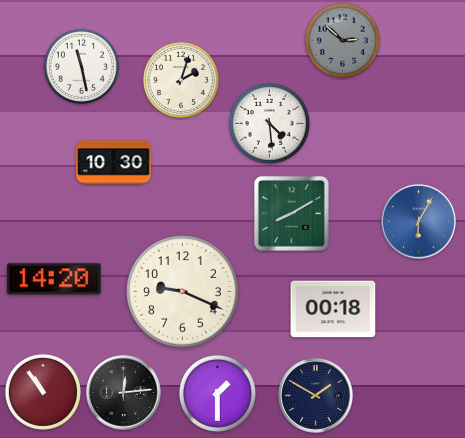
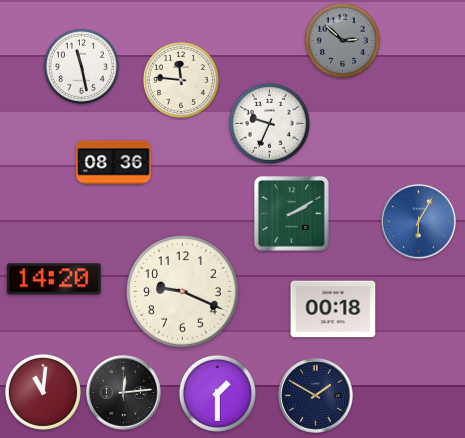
clock at (181, 80): 2:03 -> 11:46
clock at (269, 123): 4:29 -> 9:34
clock at (114, 163): 10:30 -> 08:36
clock at (291, 213): 8:10 -> 2:10
clock at (43, 392): 10:54 -> 11:01
